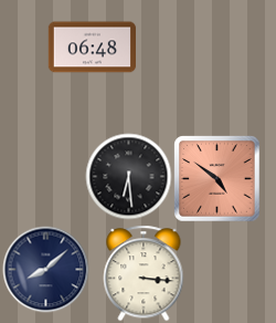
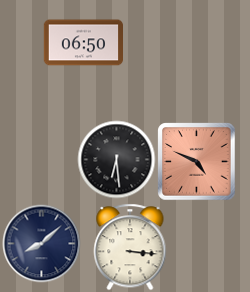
clock at (92, 48): 06:48 -> 06:50
clock at (216, 178): 4:51 -> 4:49
